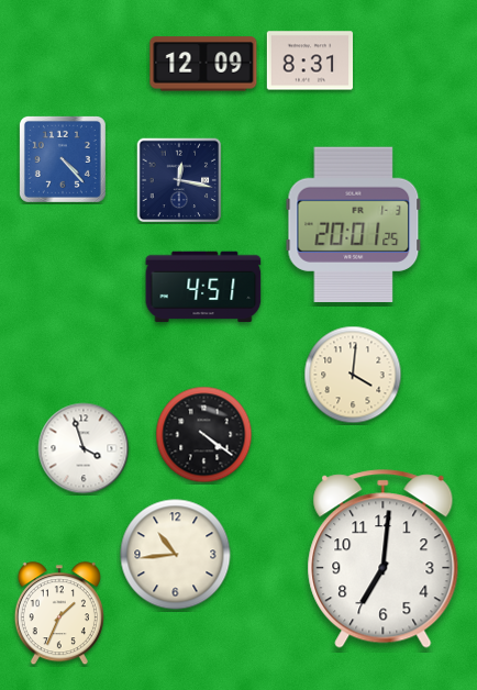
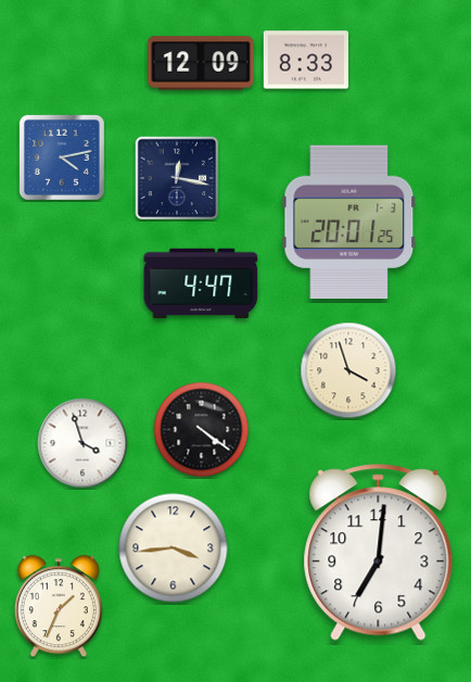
clock at (309, 60): 8:31 -> 8:33
clock at (63, 159): 4:23 -> 4:13
clock at (203, 287): 4:51 -> 4:47
clock at (353, 375): 4:01 -> 3:57
clock at (176, 555): 10:44 -> 3:44
